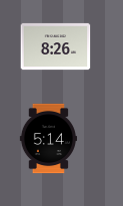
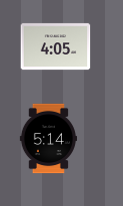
clock at (56, 47): 8:26 -> 4:05
